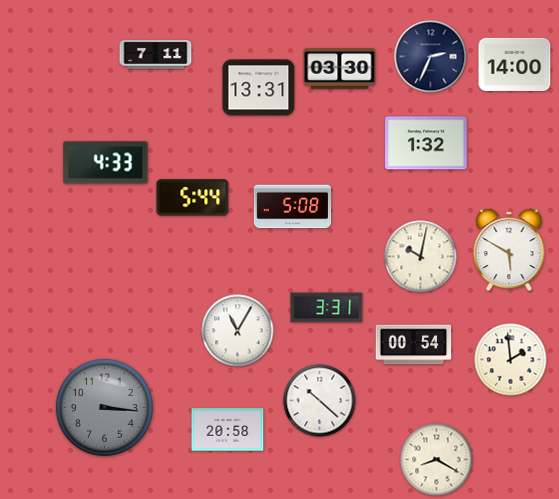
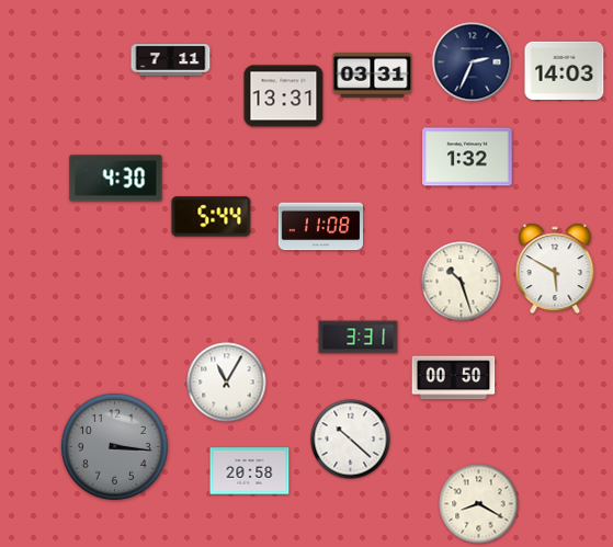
clock at (515, 64): 14:00 -> 14:03
clock at (340, 69): 03:30 -> 03:31
clock at (106, 163): 4:33 -> 4:30
clock at (293, 207): 5:08 -> 11:08
clock at (509, 250) position: (509, 250) -> (555, 269)
clock at (421, 257): 10:02 -> 10:27
clock at (238, 331) position: (238, 331) -> (227, 383)
clock at (414, 345): 00:54 -> 00:50
clock at (511, 360): 1:59 -> none
